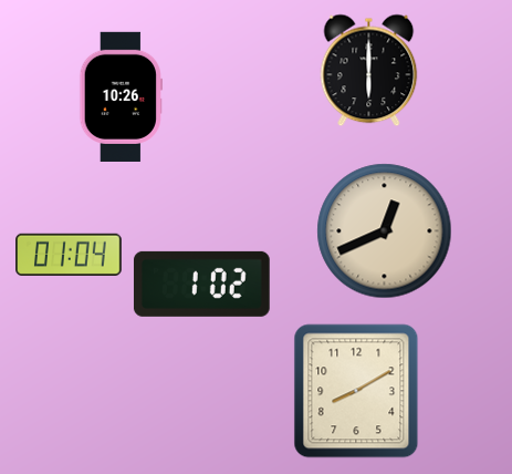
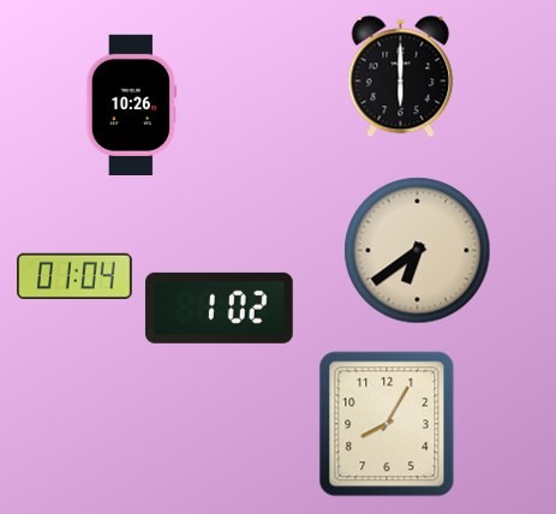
clock at (385, 231): 12:41 -> 6:39
clock at (356, 391): 8:10 -> 8:05
